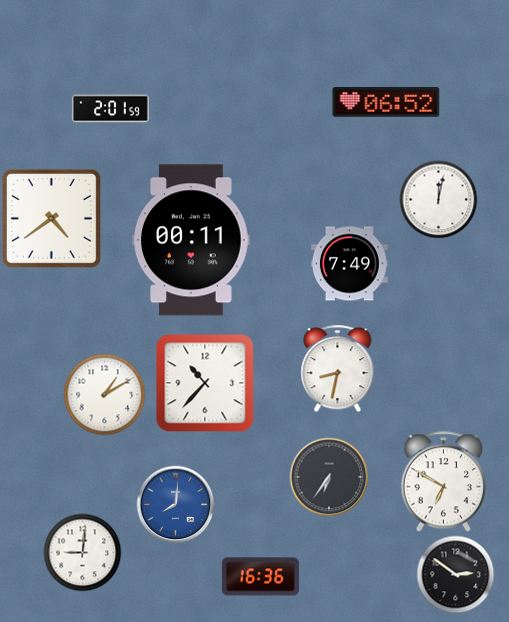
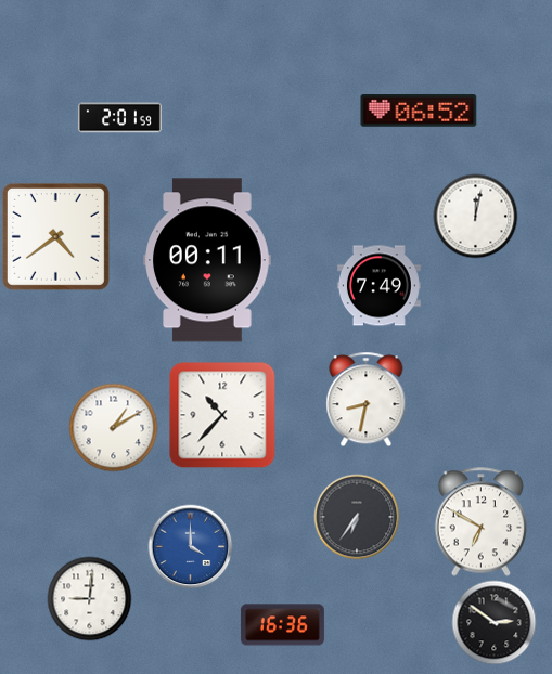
clock at (175, 504): 8:01 -> 4:00
